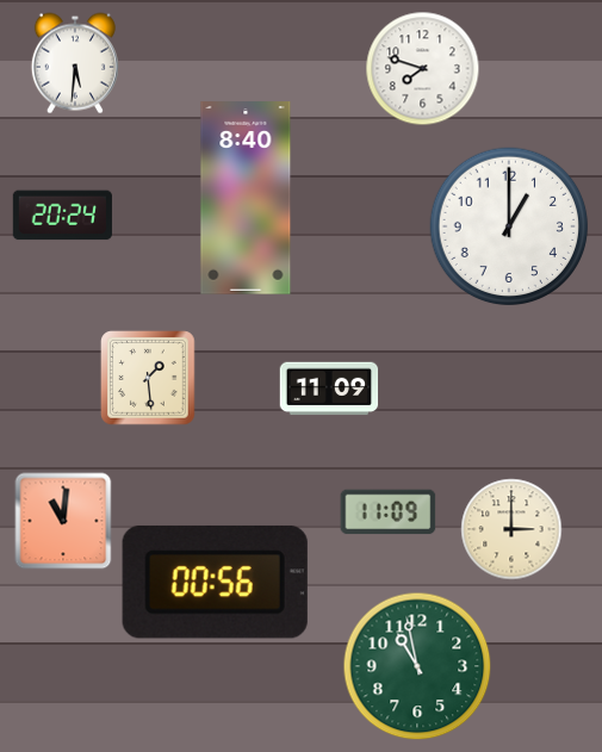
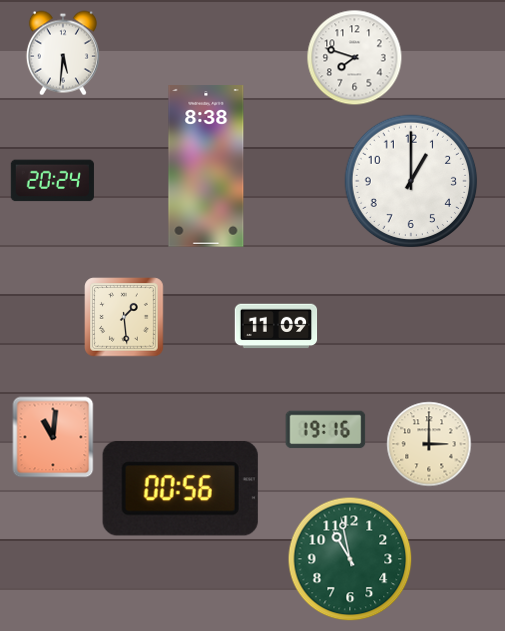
clock at (246, 198): 8:40 -> 8:38
clock at (509, 226) position: (509, 226) -> (411, 181)
clock at (389, 512): 11:09 -> 19:16
